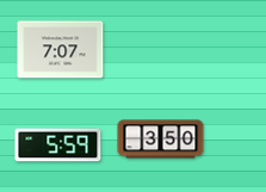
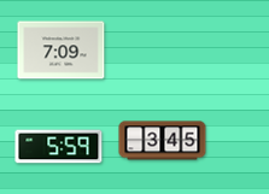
clock at (61, 50): 7:07 -> 7:09
clock at (161, 140): 3:50 -> 3:45
